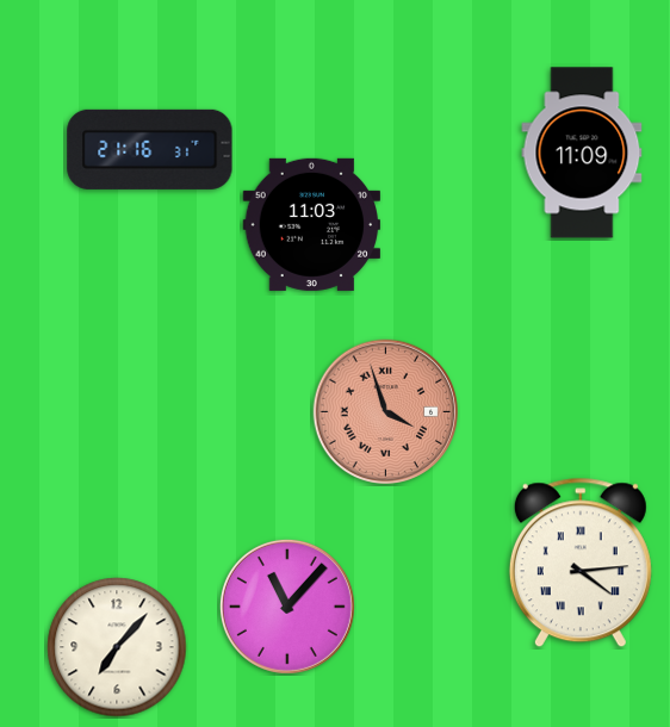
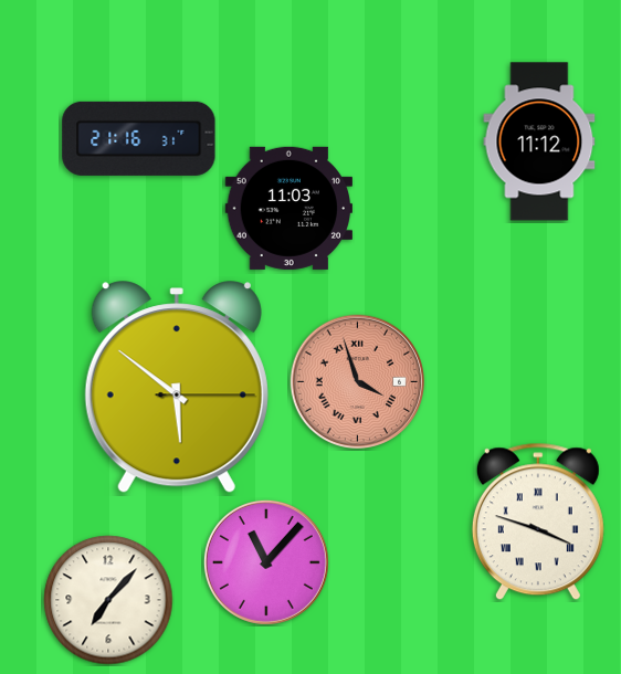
clock at (582, 153): 11:09 -> 11:12
clock at (177, 388): none -> 5:51
clock at (581, 563): 4:14 -> 3:48
